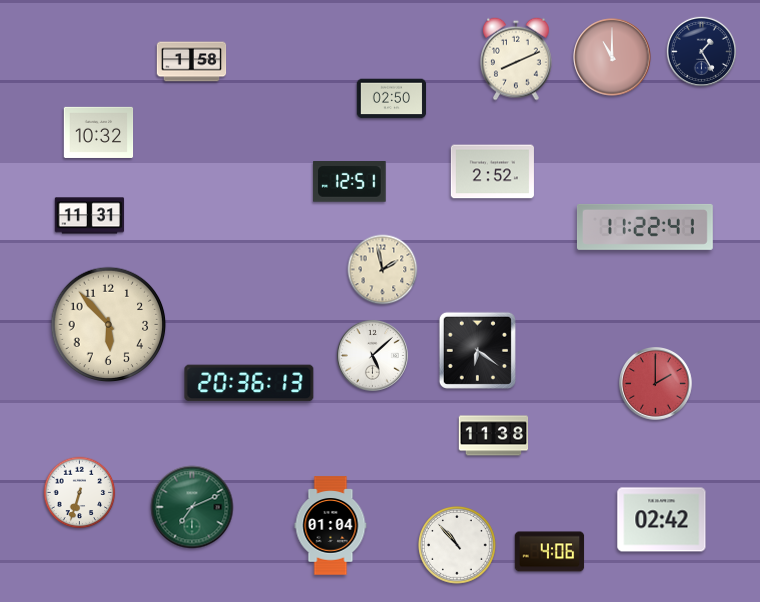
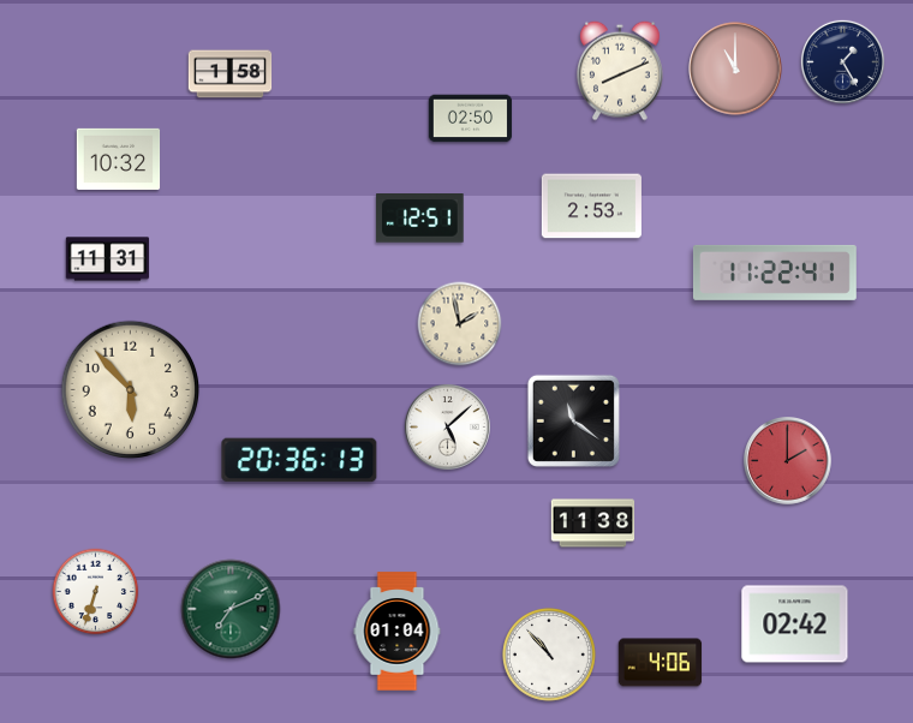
clock at (492, 172): 2:52 -> 2:53
clock at (477, 350): 6:21 -> 11:21
